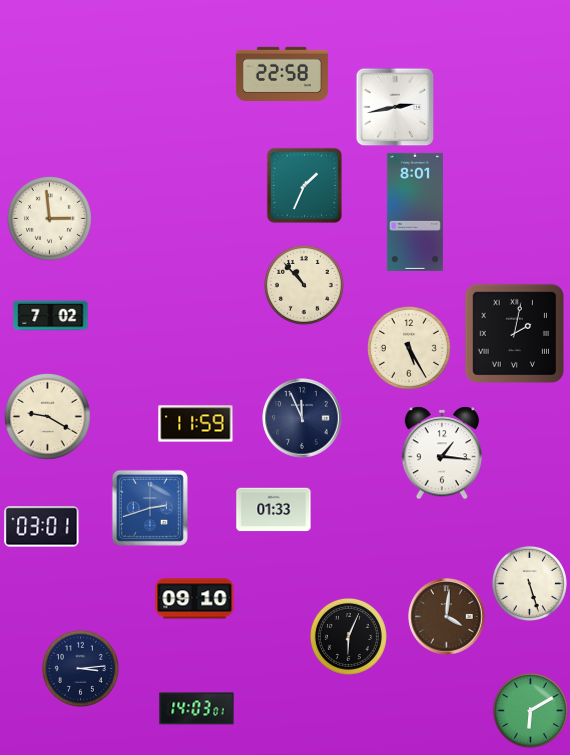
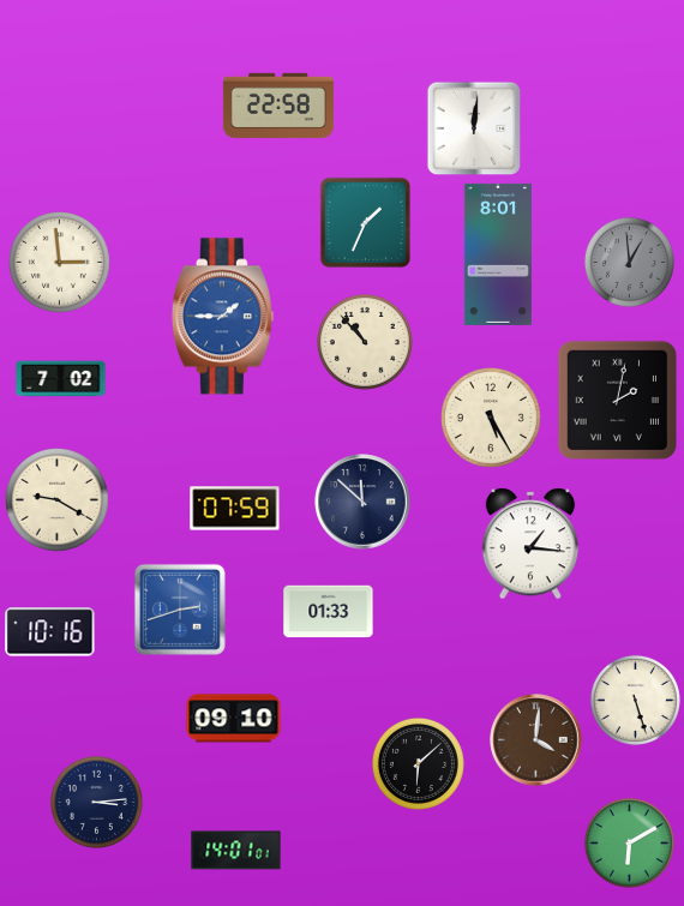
clock at (282, 74) position: (282, 74) -> (278, 106)
clock at (395, 107): 2:43 -> 12:01
clock at (629, 262): none -> 12:59
clock at (222, 317): none -> 1:45
clock at (302, 418): 11:56 -> 11:52
clock at (196, 424): 11:59 -> 07:59
clock at (42, 527): 03:01 -> 10:16
clock at (348, 636): 6:04 -> 6:08
clock at (197, 709): 14:03 -> 14:01
clock at (530, 710) position: (530, 710) -> (629, 842)
